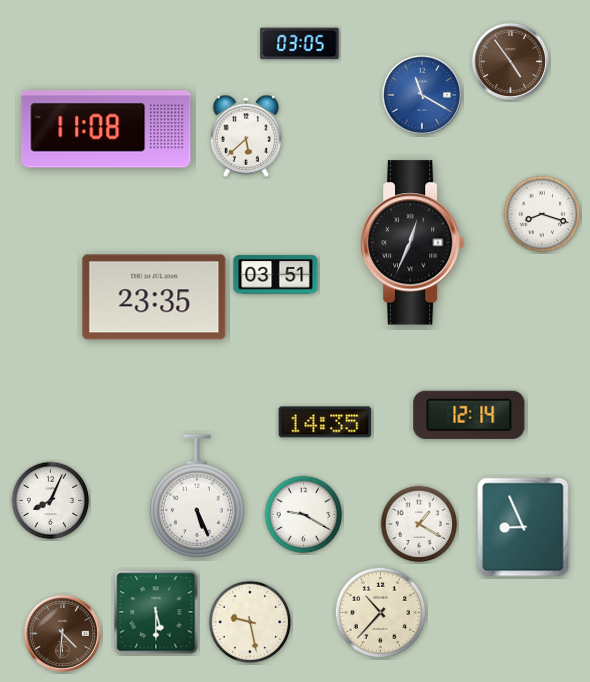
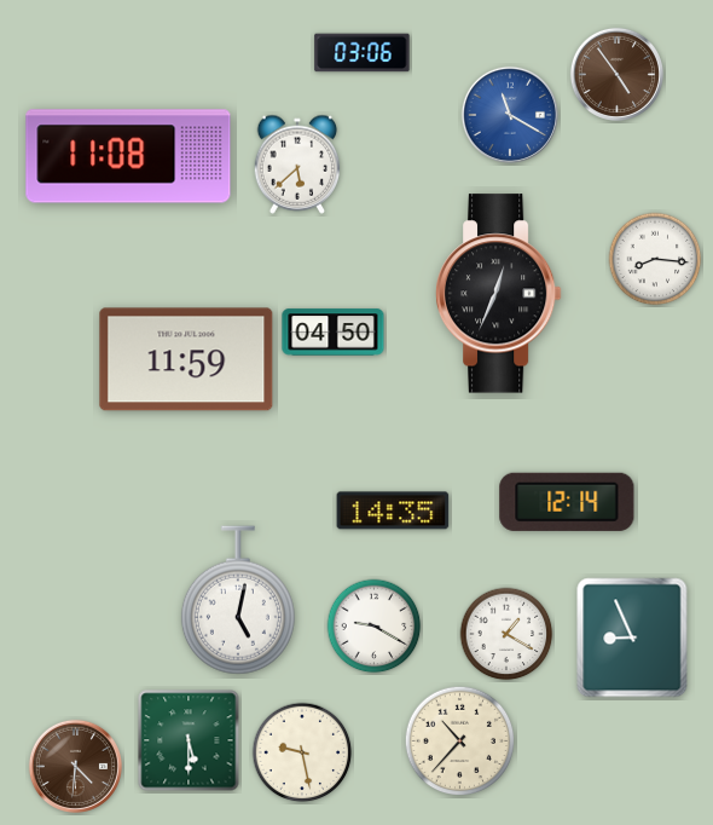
clock at (300, 44): 03:05 -> 03:06
clock at (542, 214): 8:18 -> 8:16
clock at (276, 275): 03:51 -> 04:50
clock at (154, 297): 23:35 -> 11:59
clock at (197, 496): 5:26 -> 5:02
clock at (51, 501): 8:04 -> none
clock at (304, 515) position: (304, 515) -> (375, 627)
